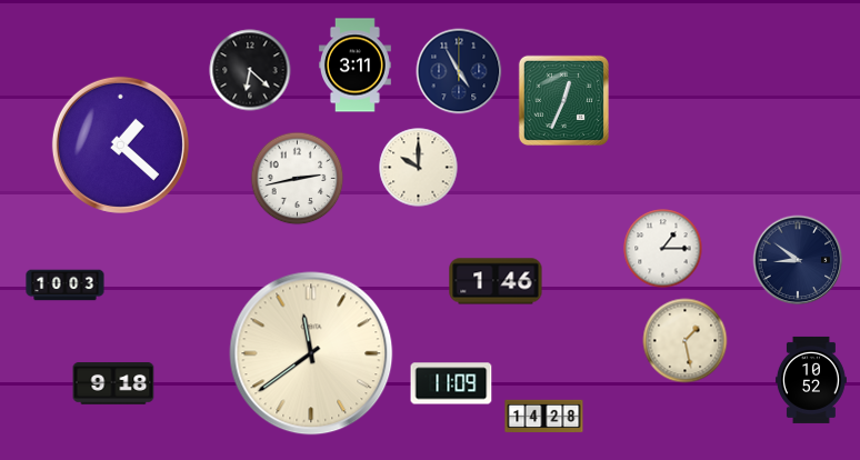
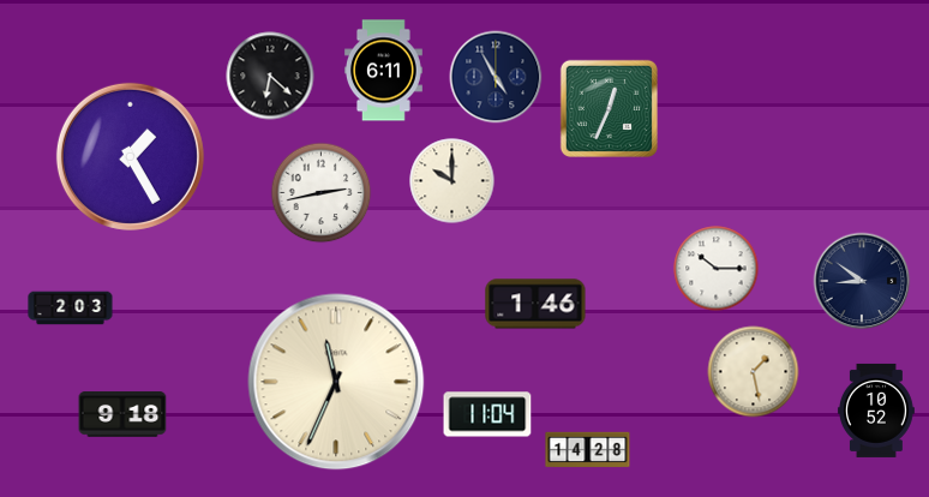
clock at (354, 66): 3:11 -> 6:11
clock at (120, 144): 1:22 -> 1:25
clock at (663, 249): 1:15 -> 10:15
clock at (66, 286): 10:03 -> 2:03
clock at (686, 341) position: (686, 341) -> (754, 372)
clock at (311, 353): 11:39 -> 11:34
clock at (451, 383): 11:09 -> 11:04
